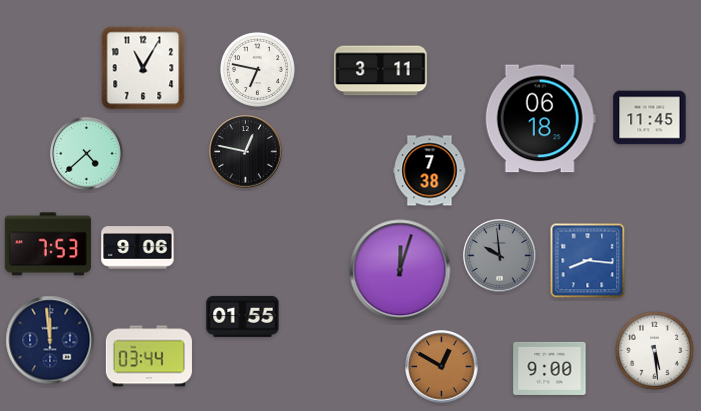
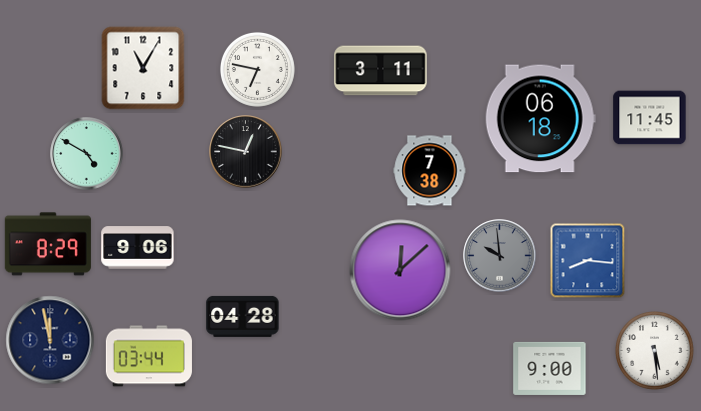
clock at (87, 154): 4:38 -> 4:50
clock at (48, 244): 7:53 -> 8:29
clock at (400, 270): 12:03 -> 12:08
clock at (243, 316): 01:55 -> 04:28
clock at (50, 340): 11:59 -> 11:58
clock at (442, 367): 12:50 -> none
